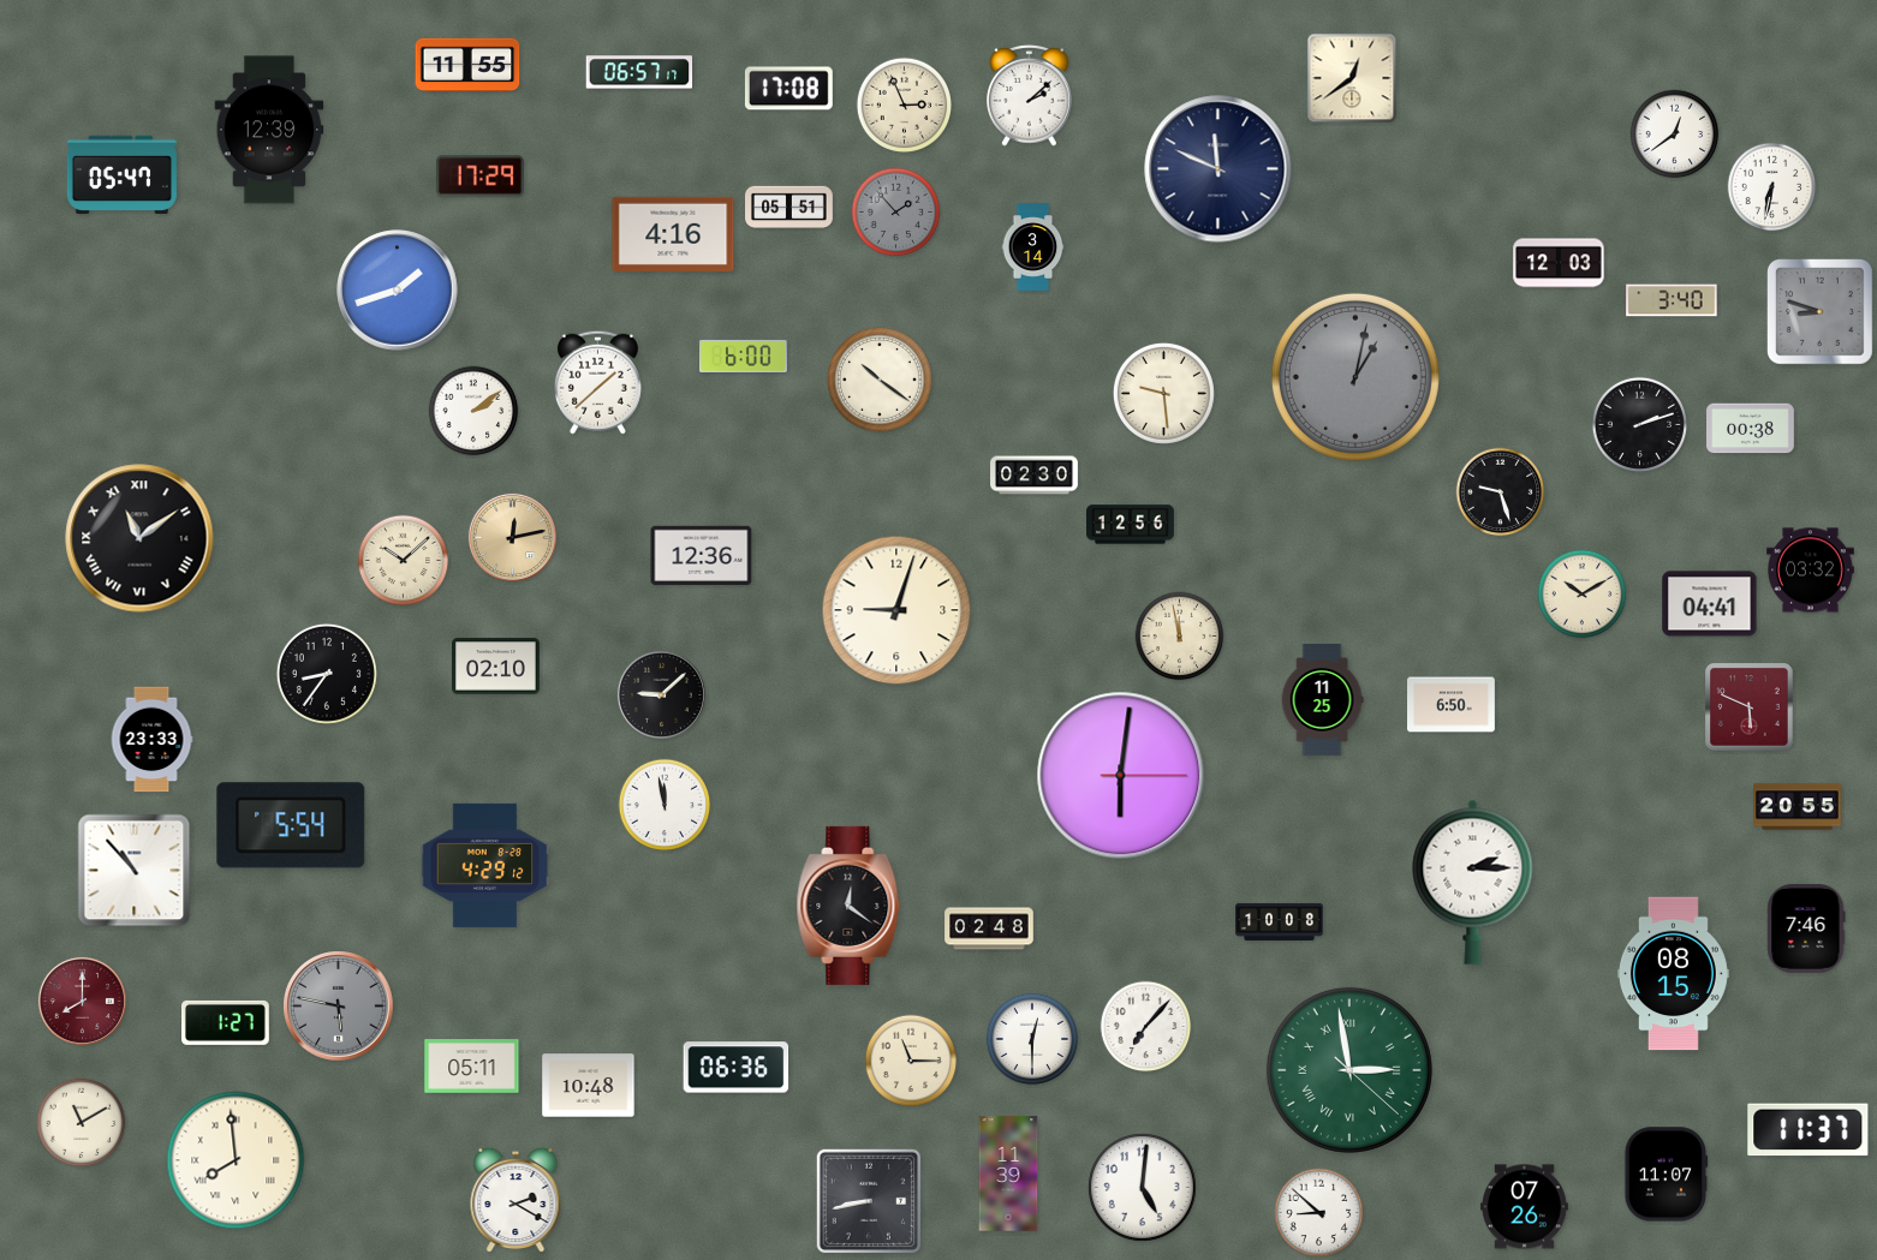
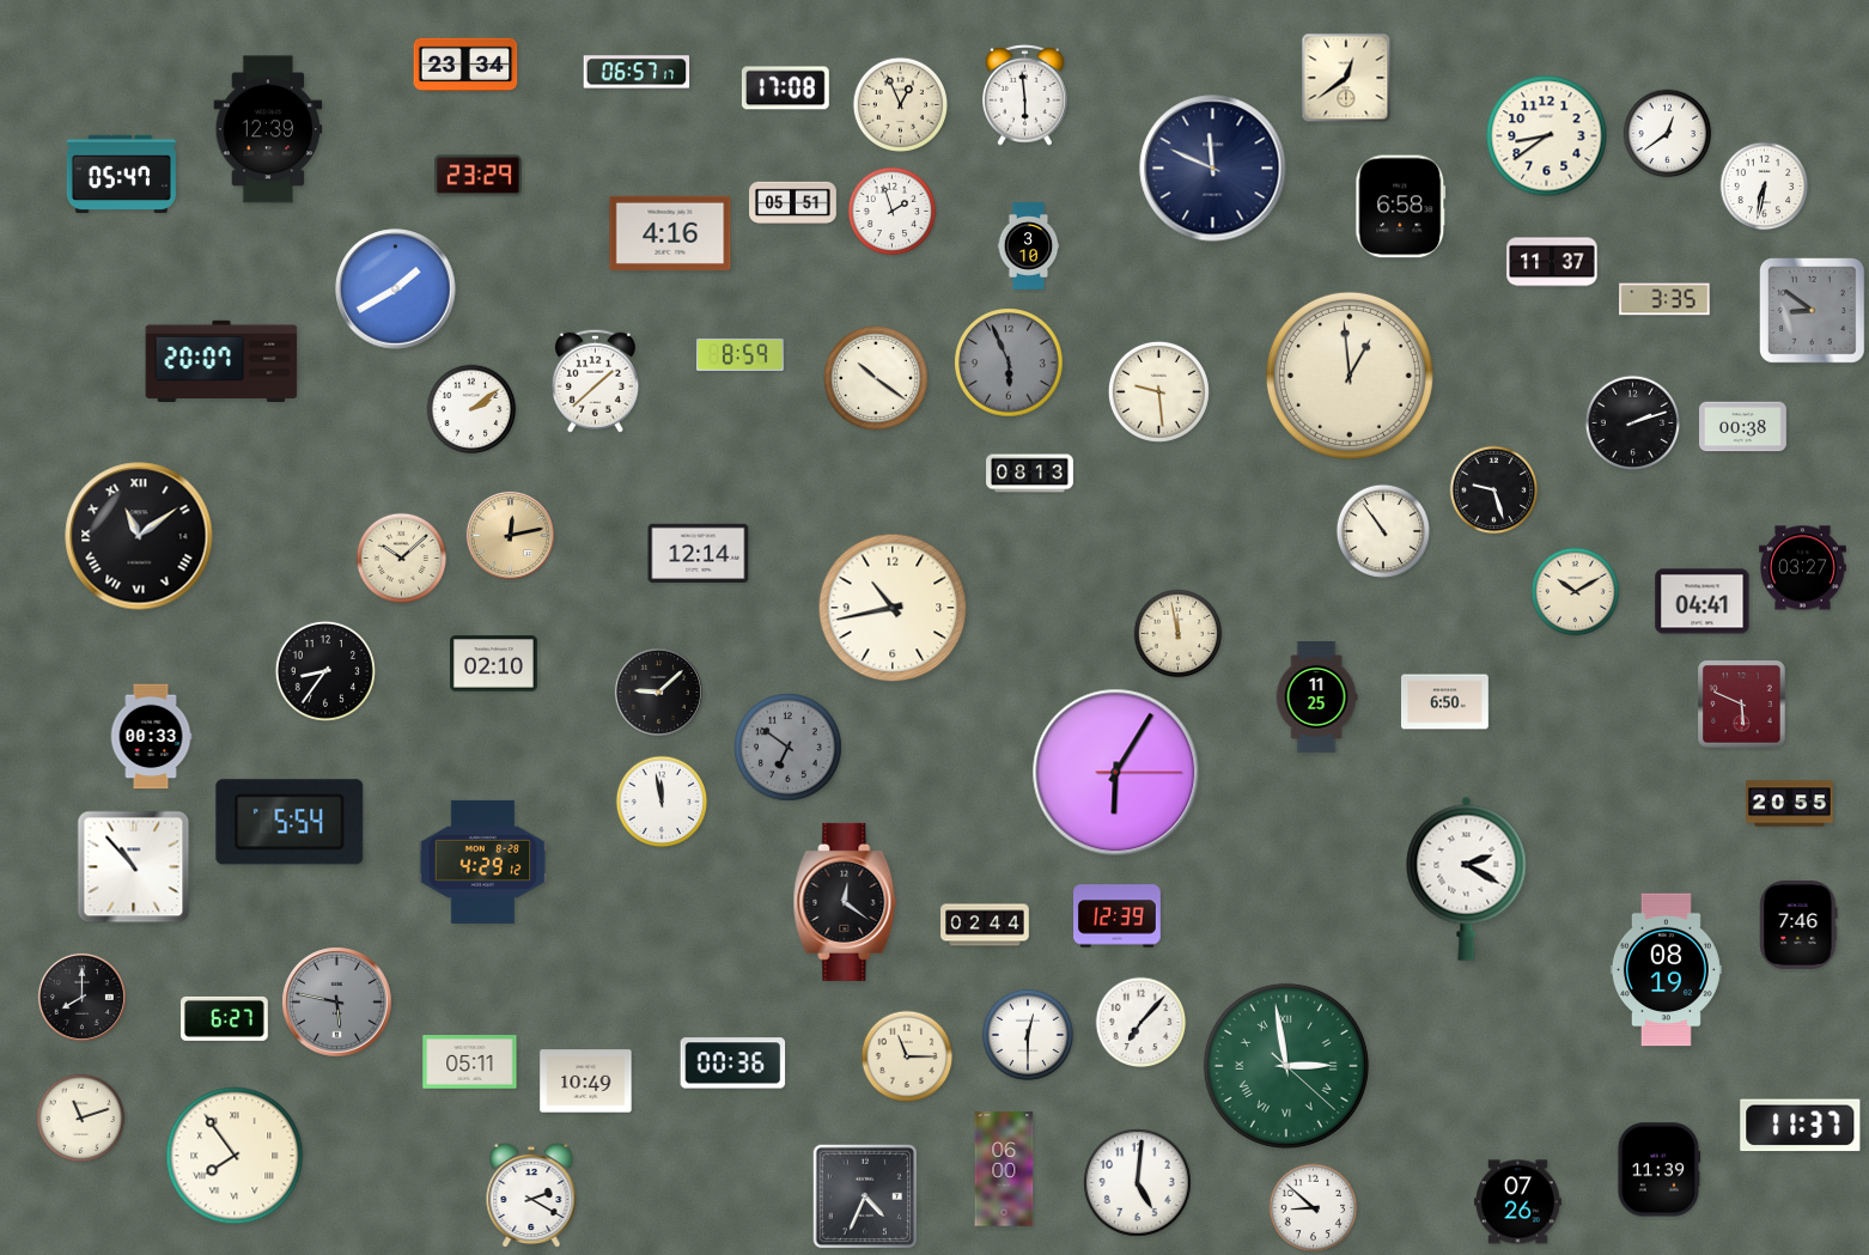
clock at (467, 64): 11:55 -> 23:34
clock at (1030, 95): 2:08 -> 5:59
clock at (904, 104): 2:56 -> 12:56
clock at (1547, 136): none -> 8:39
clock at (481, 177): 17:29 -> 23:29
clock at (789, 208) position: (789, 208) -> (793, 203)
clock at (1401, 207): none -> 6:58
clock at (896, 213): 1:53 -> 1:57
clock at (896, 213) dial: grey -> white
clock at (1033, 247): 3:14 -> 3:10
clock at (1559, 263): 12:03 -> 11:37
clock at (398, 291): 1:42 -> 1:40
clock at (1672, 300): 3:40 -> 3:35
clock at (1821, 312): 8:48 -> 8:51
clock at (744, 356): 6:00 -> 8:59
clock at (221, 360): none -> 20:07
clock at (1009, 363): none -> 5:56
clock at (1355, 377): 1:02 -> 12:59
clock at (1355, 377) dial: grey -> cream
clock at (1035, 476): 02:30 -> 08:13
clock at (1131, 525): 12:56 -> none
clock at (1383, 531): none -> 10:54
clock at (702, 555): 12:36 -> 12:14
clock at (1811, 571): 03:32 -> 03:27
clock at (896, 610): 9:03 -> 10:43
clock at (1180, 637) position: (1180, 637) -> (1179, 634)
clock at (151, 740): 23:33 -> 00:33
clock at (789, 748): none -> 6:51
clock at (1121, 776): 6:01 -> 6:05
clock at (1473, 882): 2:15 -> 2:20
clock at (1118, 916): none -> 12:39
clock at (1280, 921): 10:08 -> none
clock at (989, 928): 02:48 -> 02:44
clock at (1673, 974): 08:15 -> 08:19
clock at (82, 1001) dial: burgundy -> black
clock at (226, 1022): 1:27 -> 6:27
clock at (737, 1068): 06:36 -> 00:36
clock at (1349, 1070) position: (1349, 1070) -> (1286, 1066)
clock at (589, 1086): 10:48 -> 10:49
clock at (82, 1123): 11:10 -> 11:12
clock at (236, 1160): 7:59 -> 7:54
clock at (1008, 1174): 11:39 -> 06:00
clock at (1667, 1175): 11:07 -> 11:39
clock at (516, 1200) position: (516, 1200) -> (531, 1195)
clock at (869, 1201): 8:43 -> 4:34
